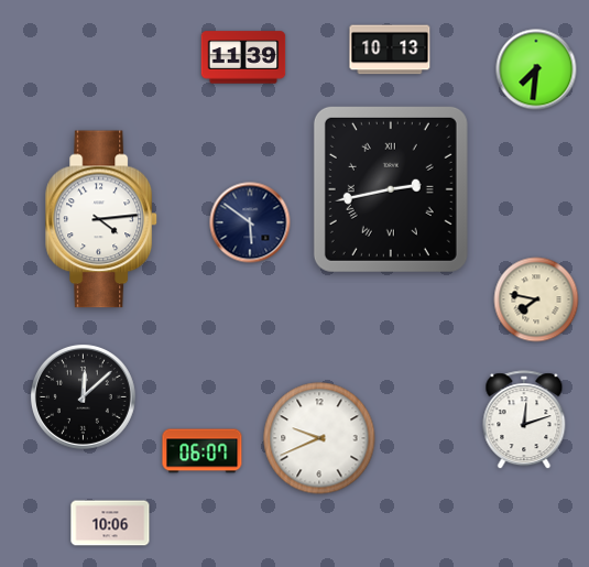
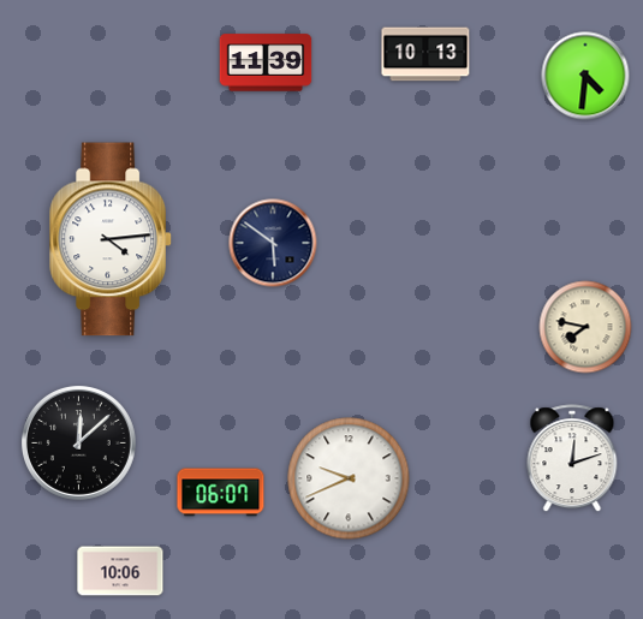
clock at (536, 69): 7:31 -> 4:31
clock at (391, 189): 2:43 -> none
clock at (83, 396) position: (83, 396) -> (78, 442)
